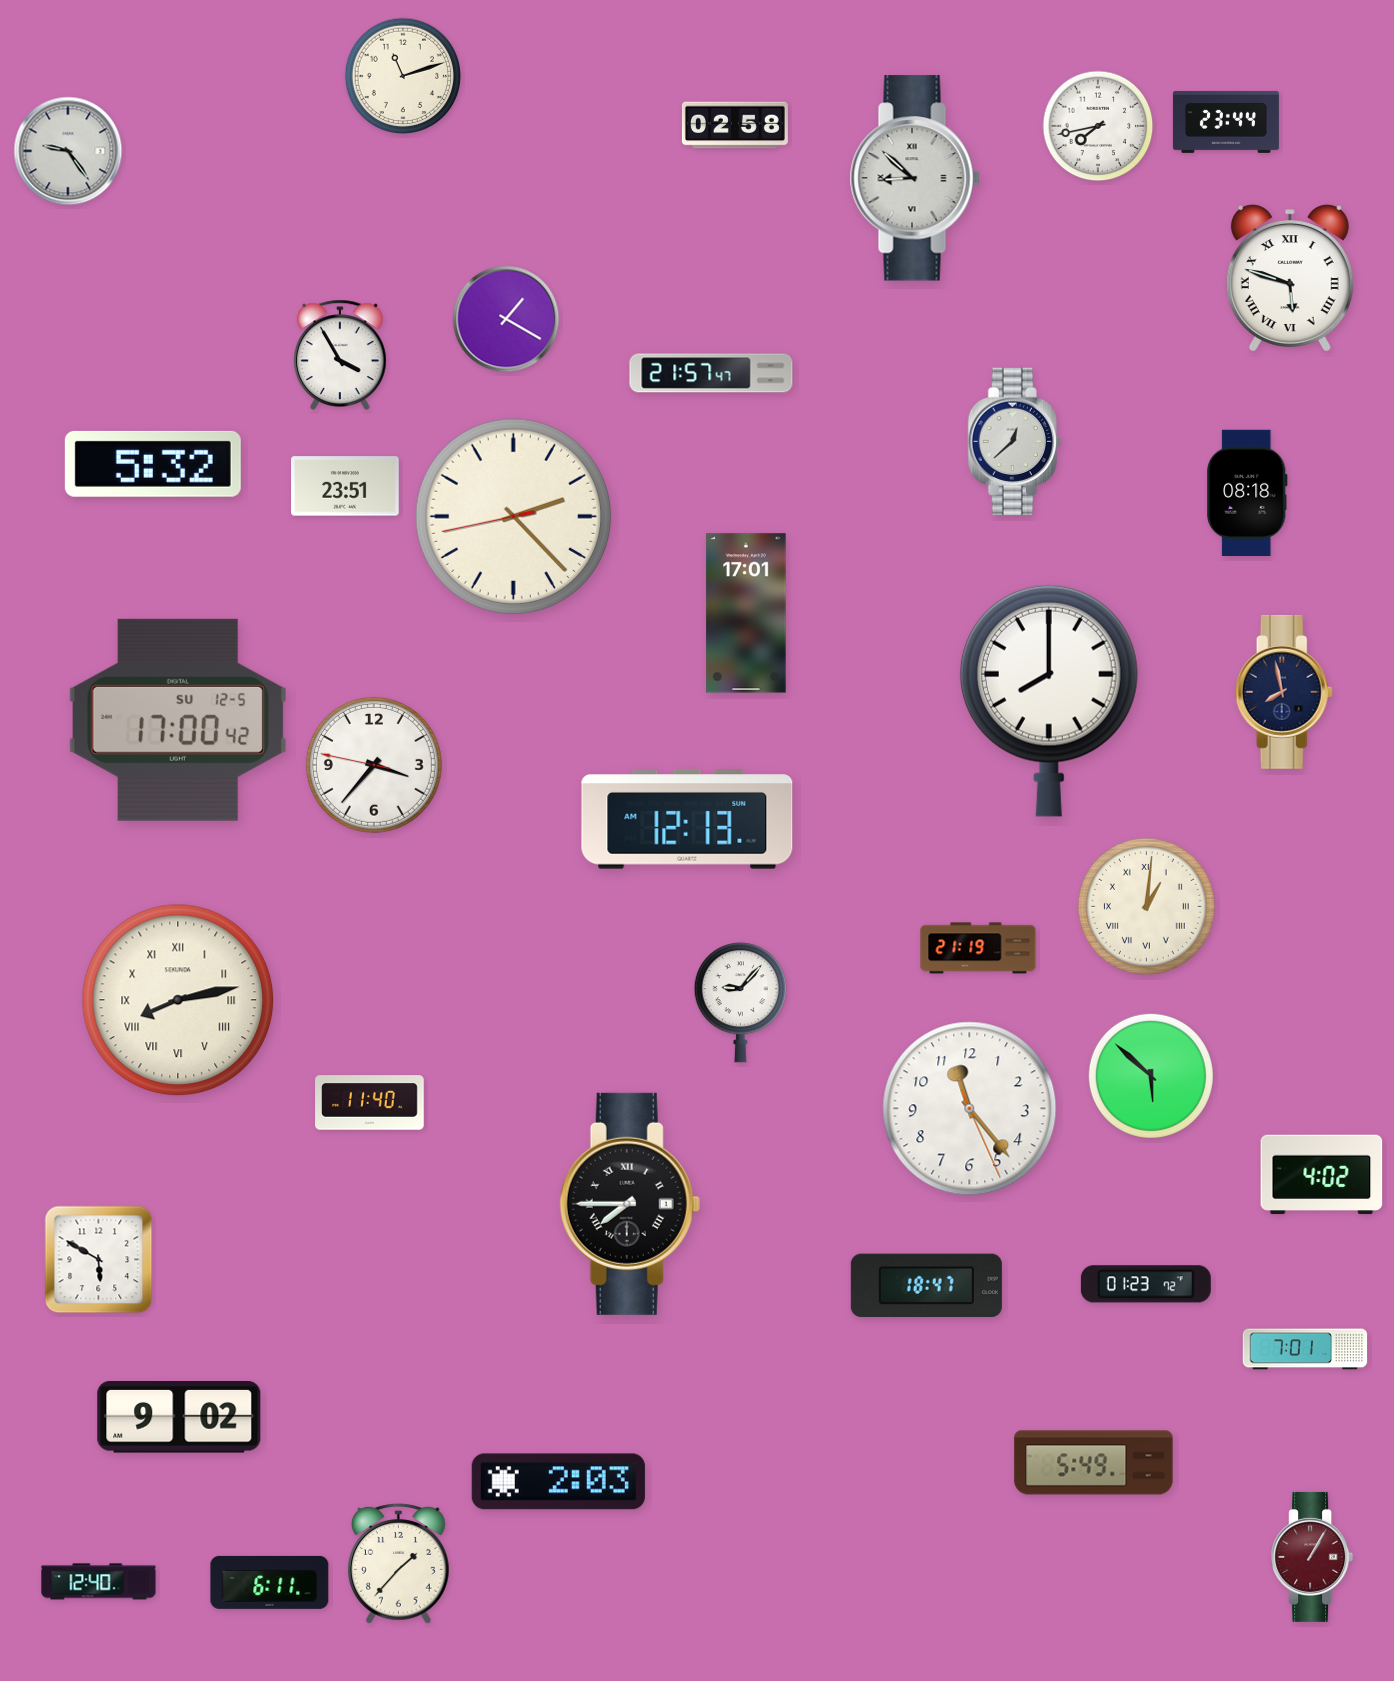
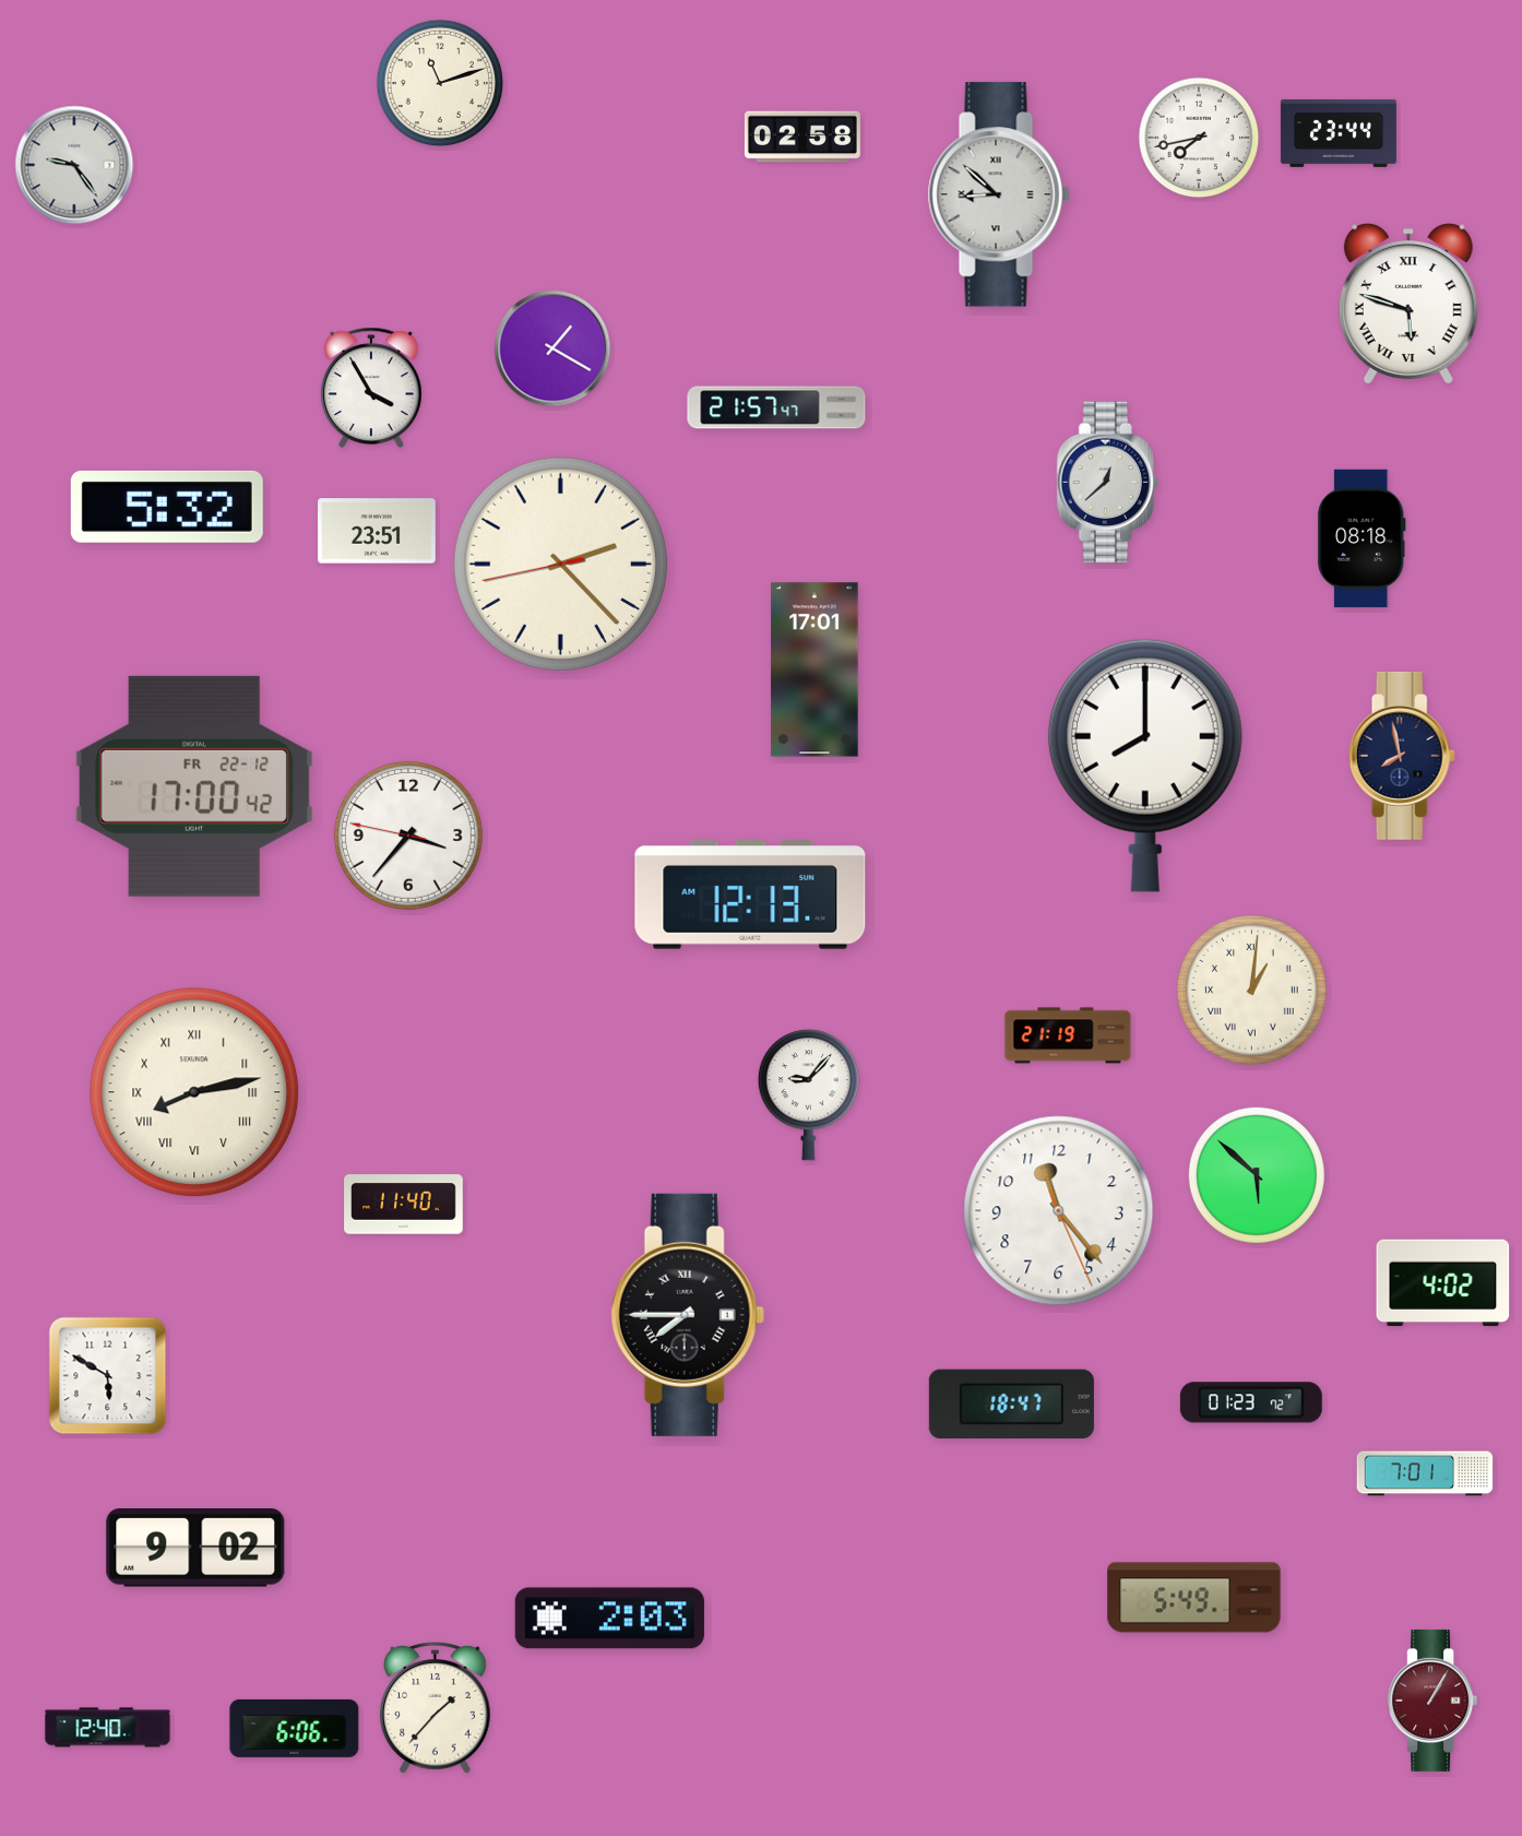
clock at (178, 720) date: SU 12-5 -> FR 22-12
clock at (270, 1582): 6:11 -> 6:06
